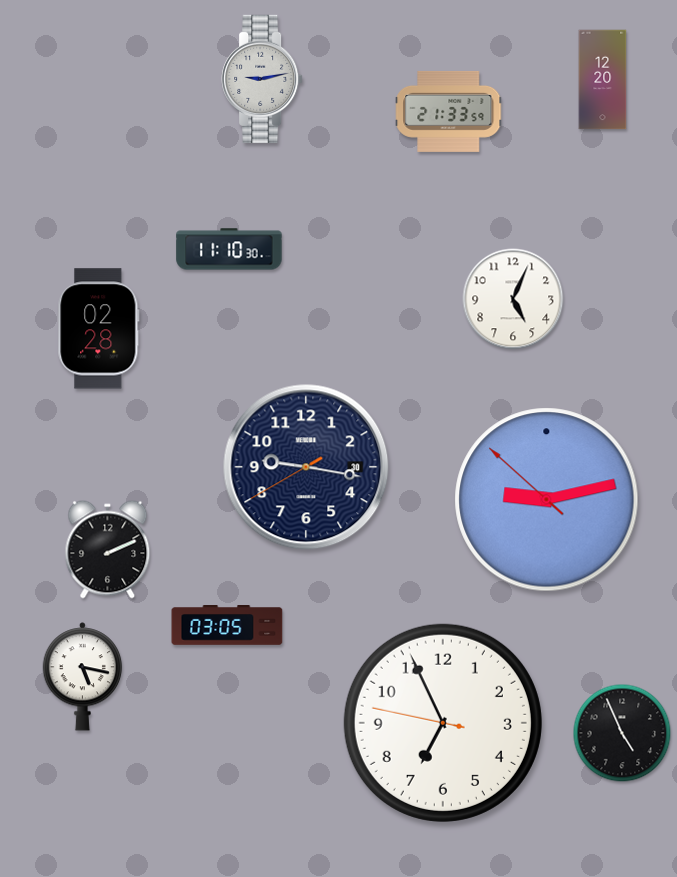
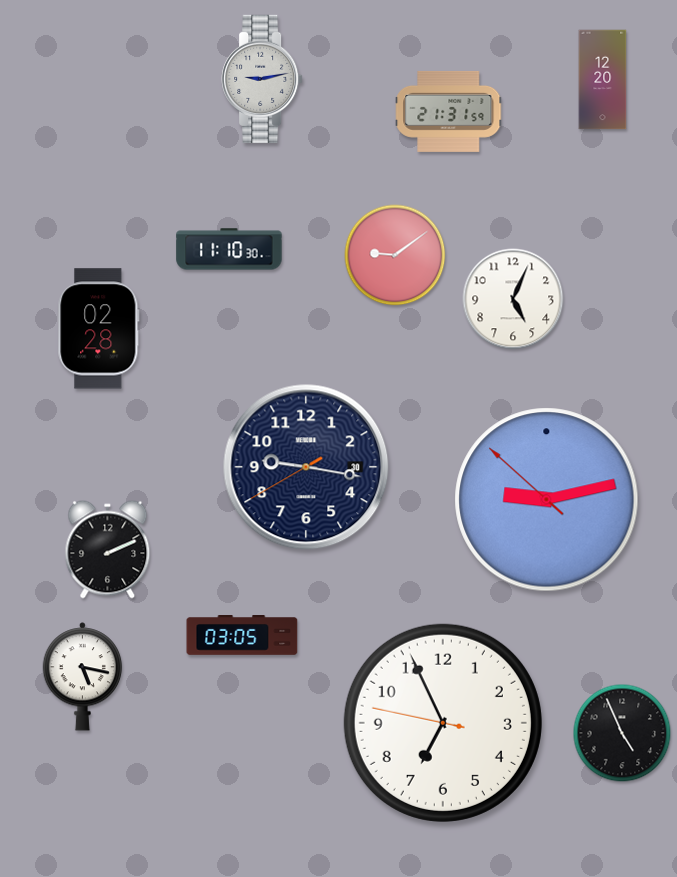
clock at (449, 111): 21:33 -> 21:31
clock at (395, 255): none -> 9:09
clock at (227, 626) position: (227, 626) -> (242, 636)
